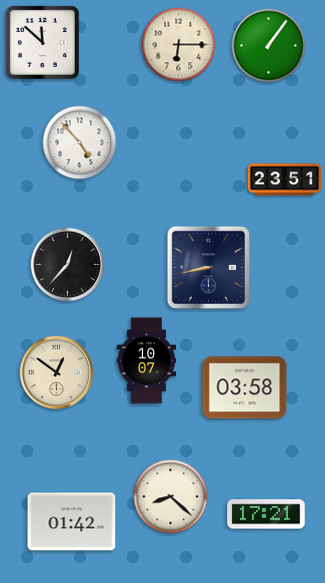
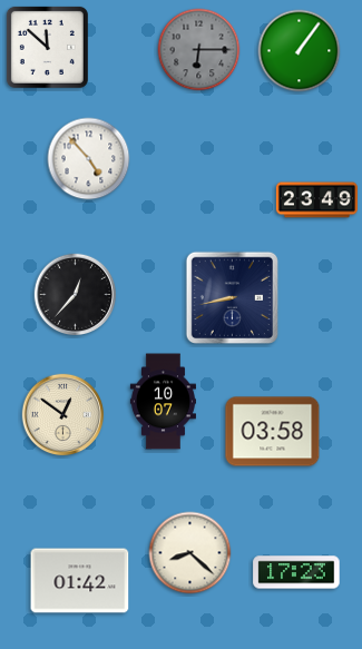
clock at (179, 45) dial: cream -> grey
clock at (284, 180): 23:51 -> 23:49
clock at (266, 514): 17:21 -> 17:23
